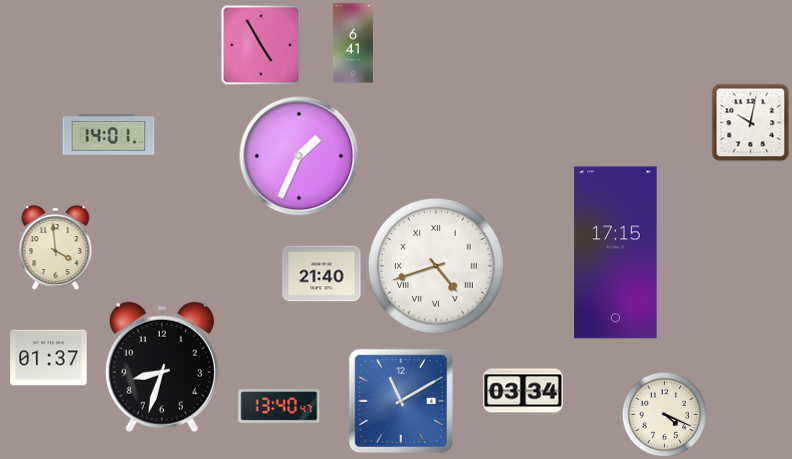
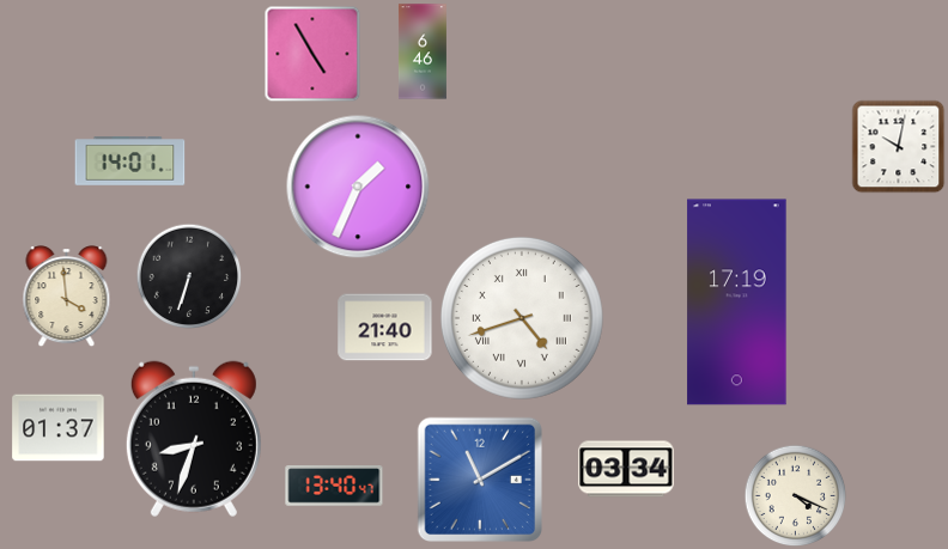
clock at (353, 43): 6:41 -> 6:46
clock at (189, 276): none -> 6:33
clock at (616, 253): 17:15 -> 17:19
